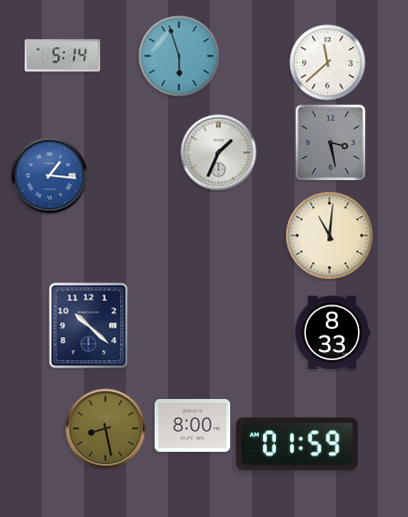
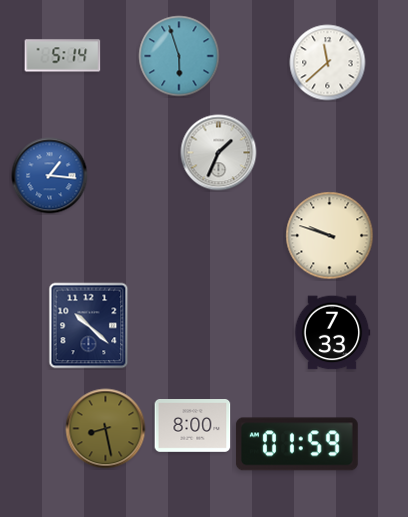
clock at (331, 142): 3:28 -> none
clock at (330, 236): 11:01 -> 9:48
clock at (332, 333): 8:33 -> 7:33
